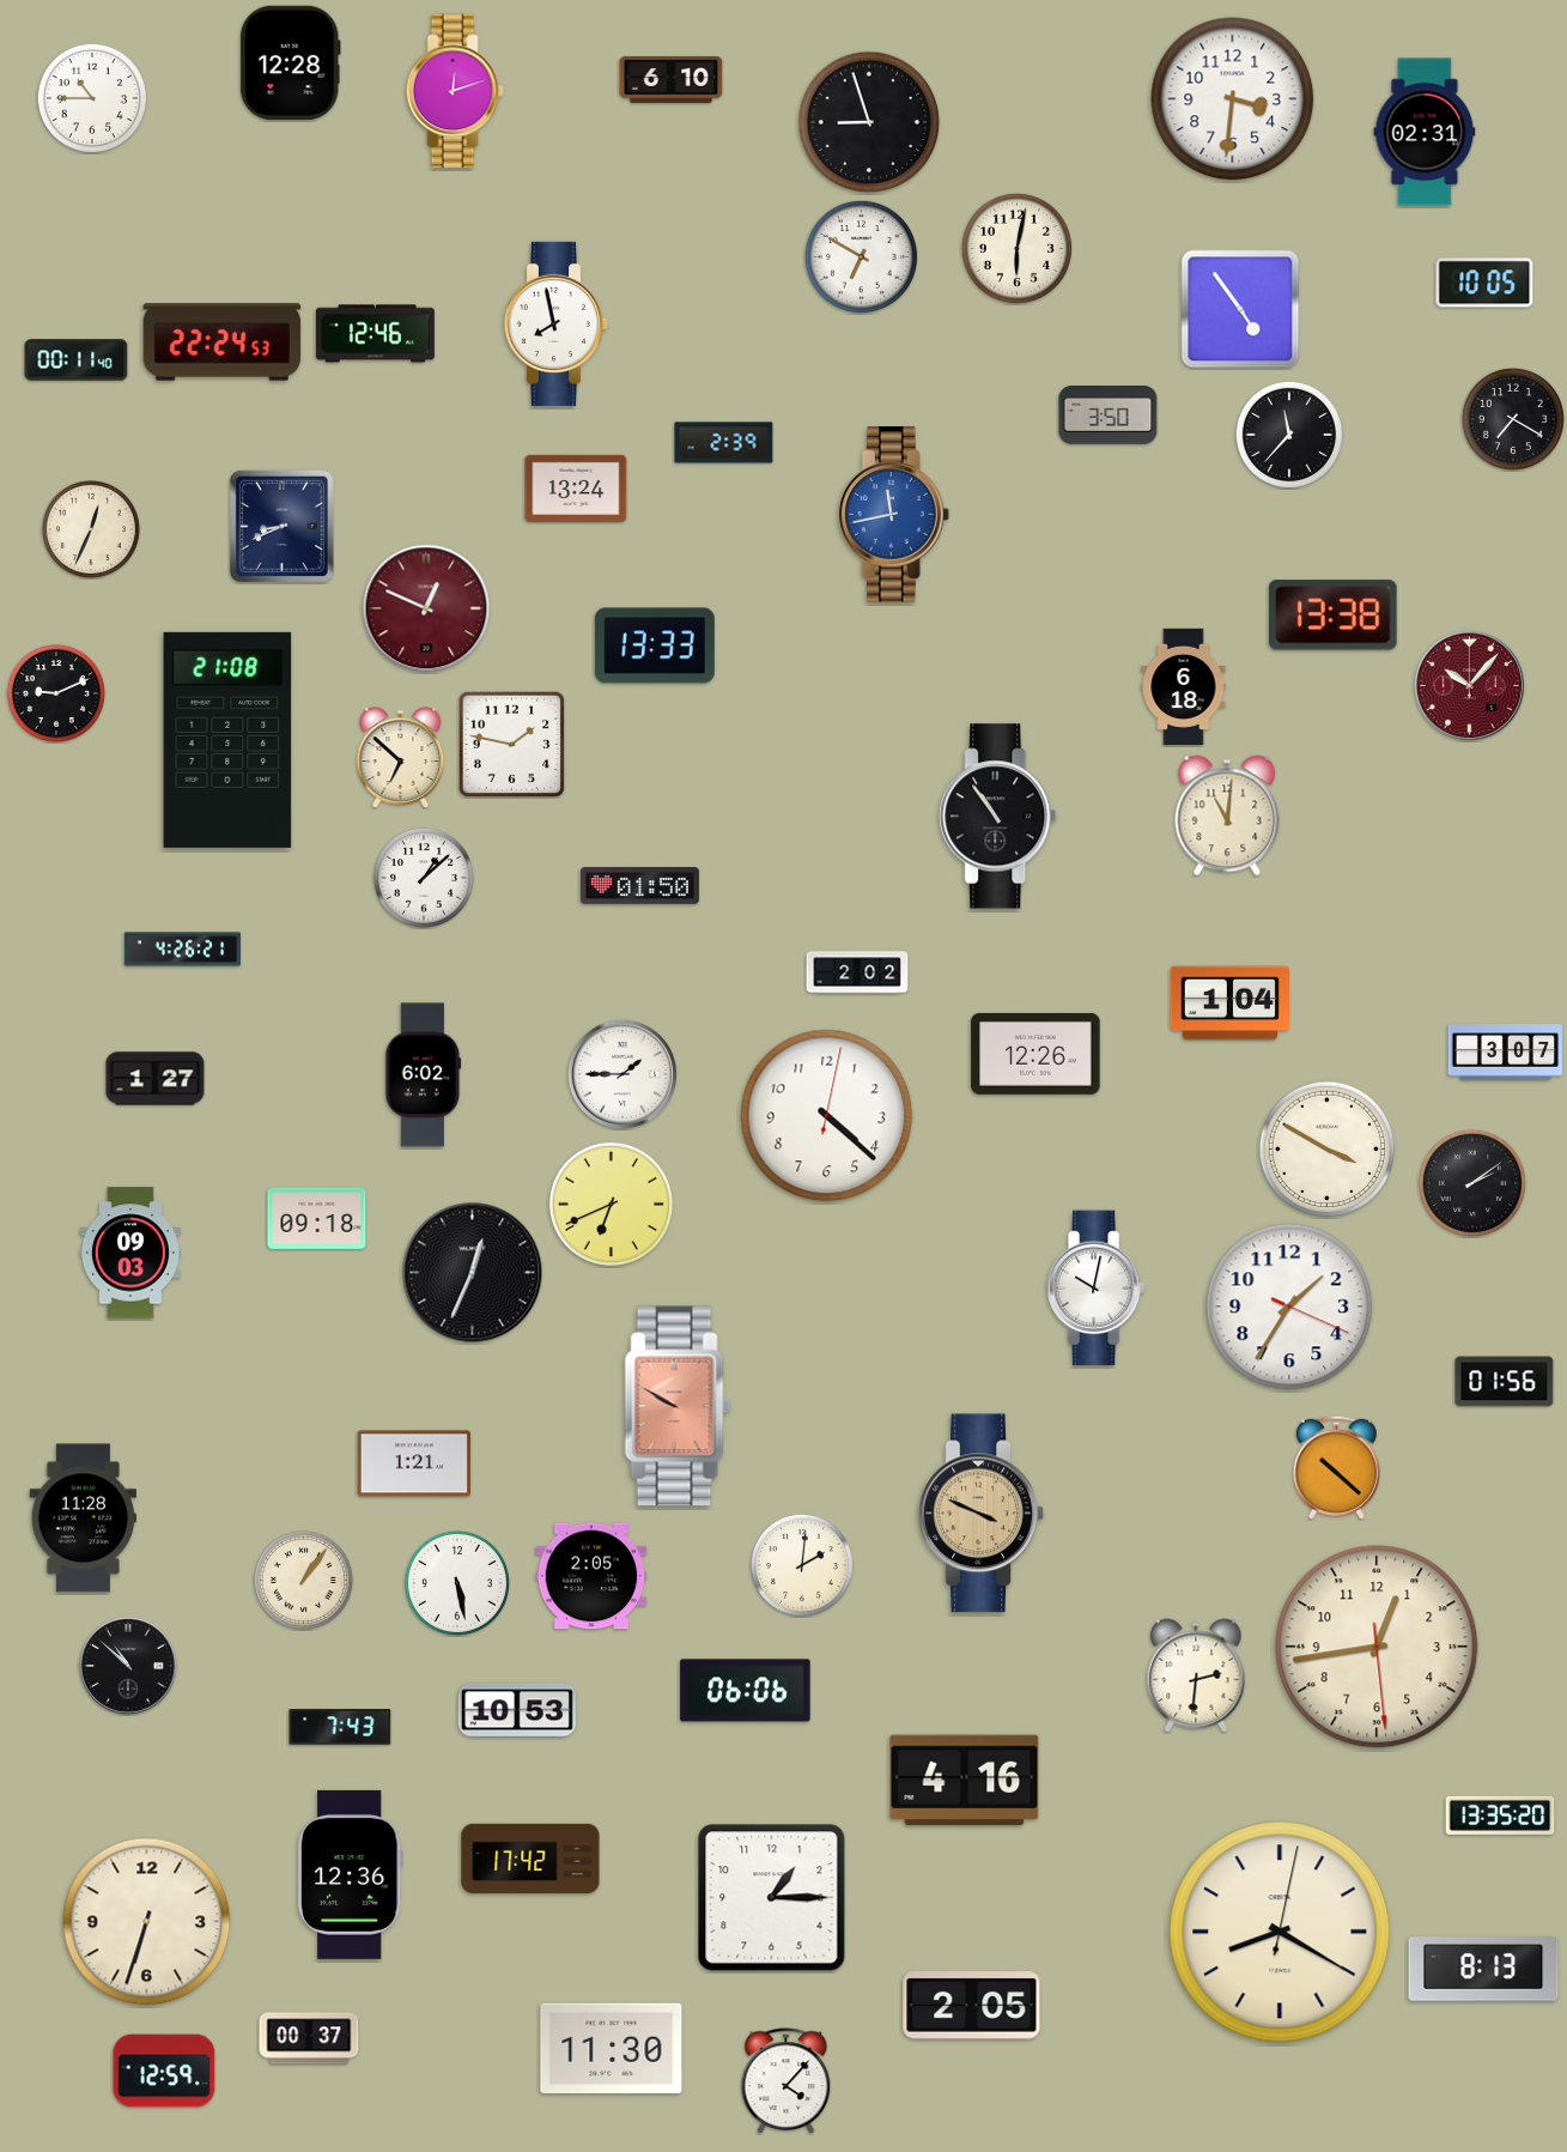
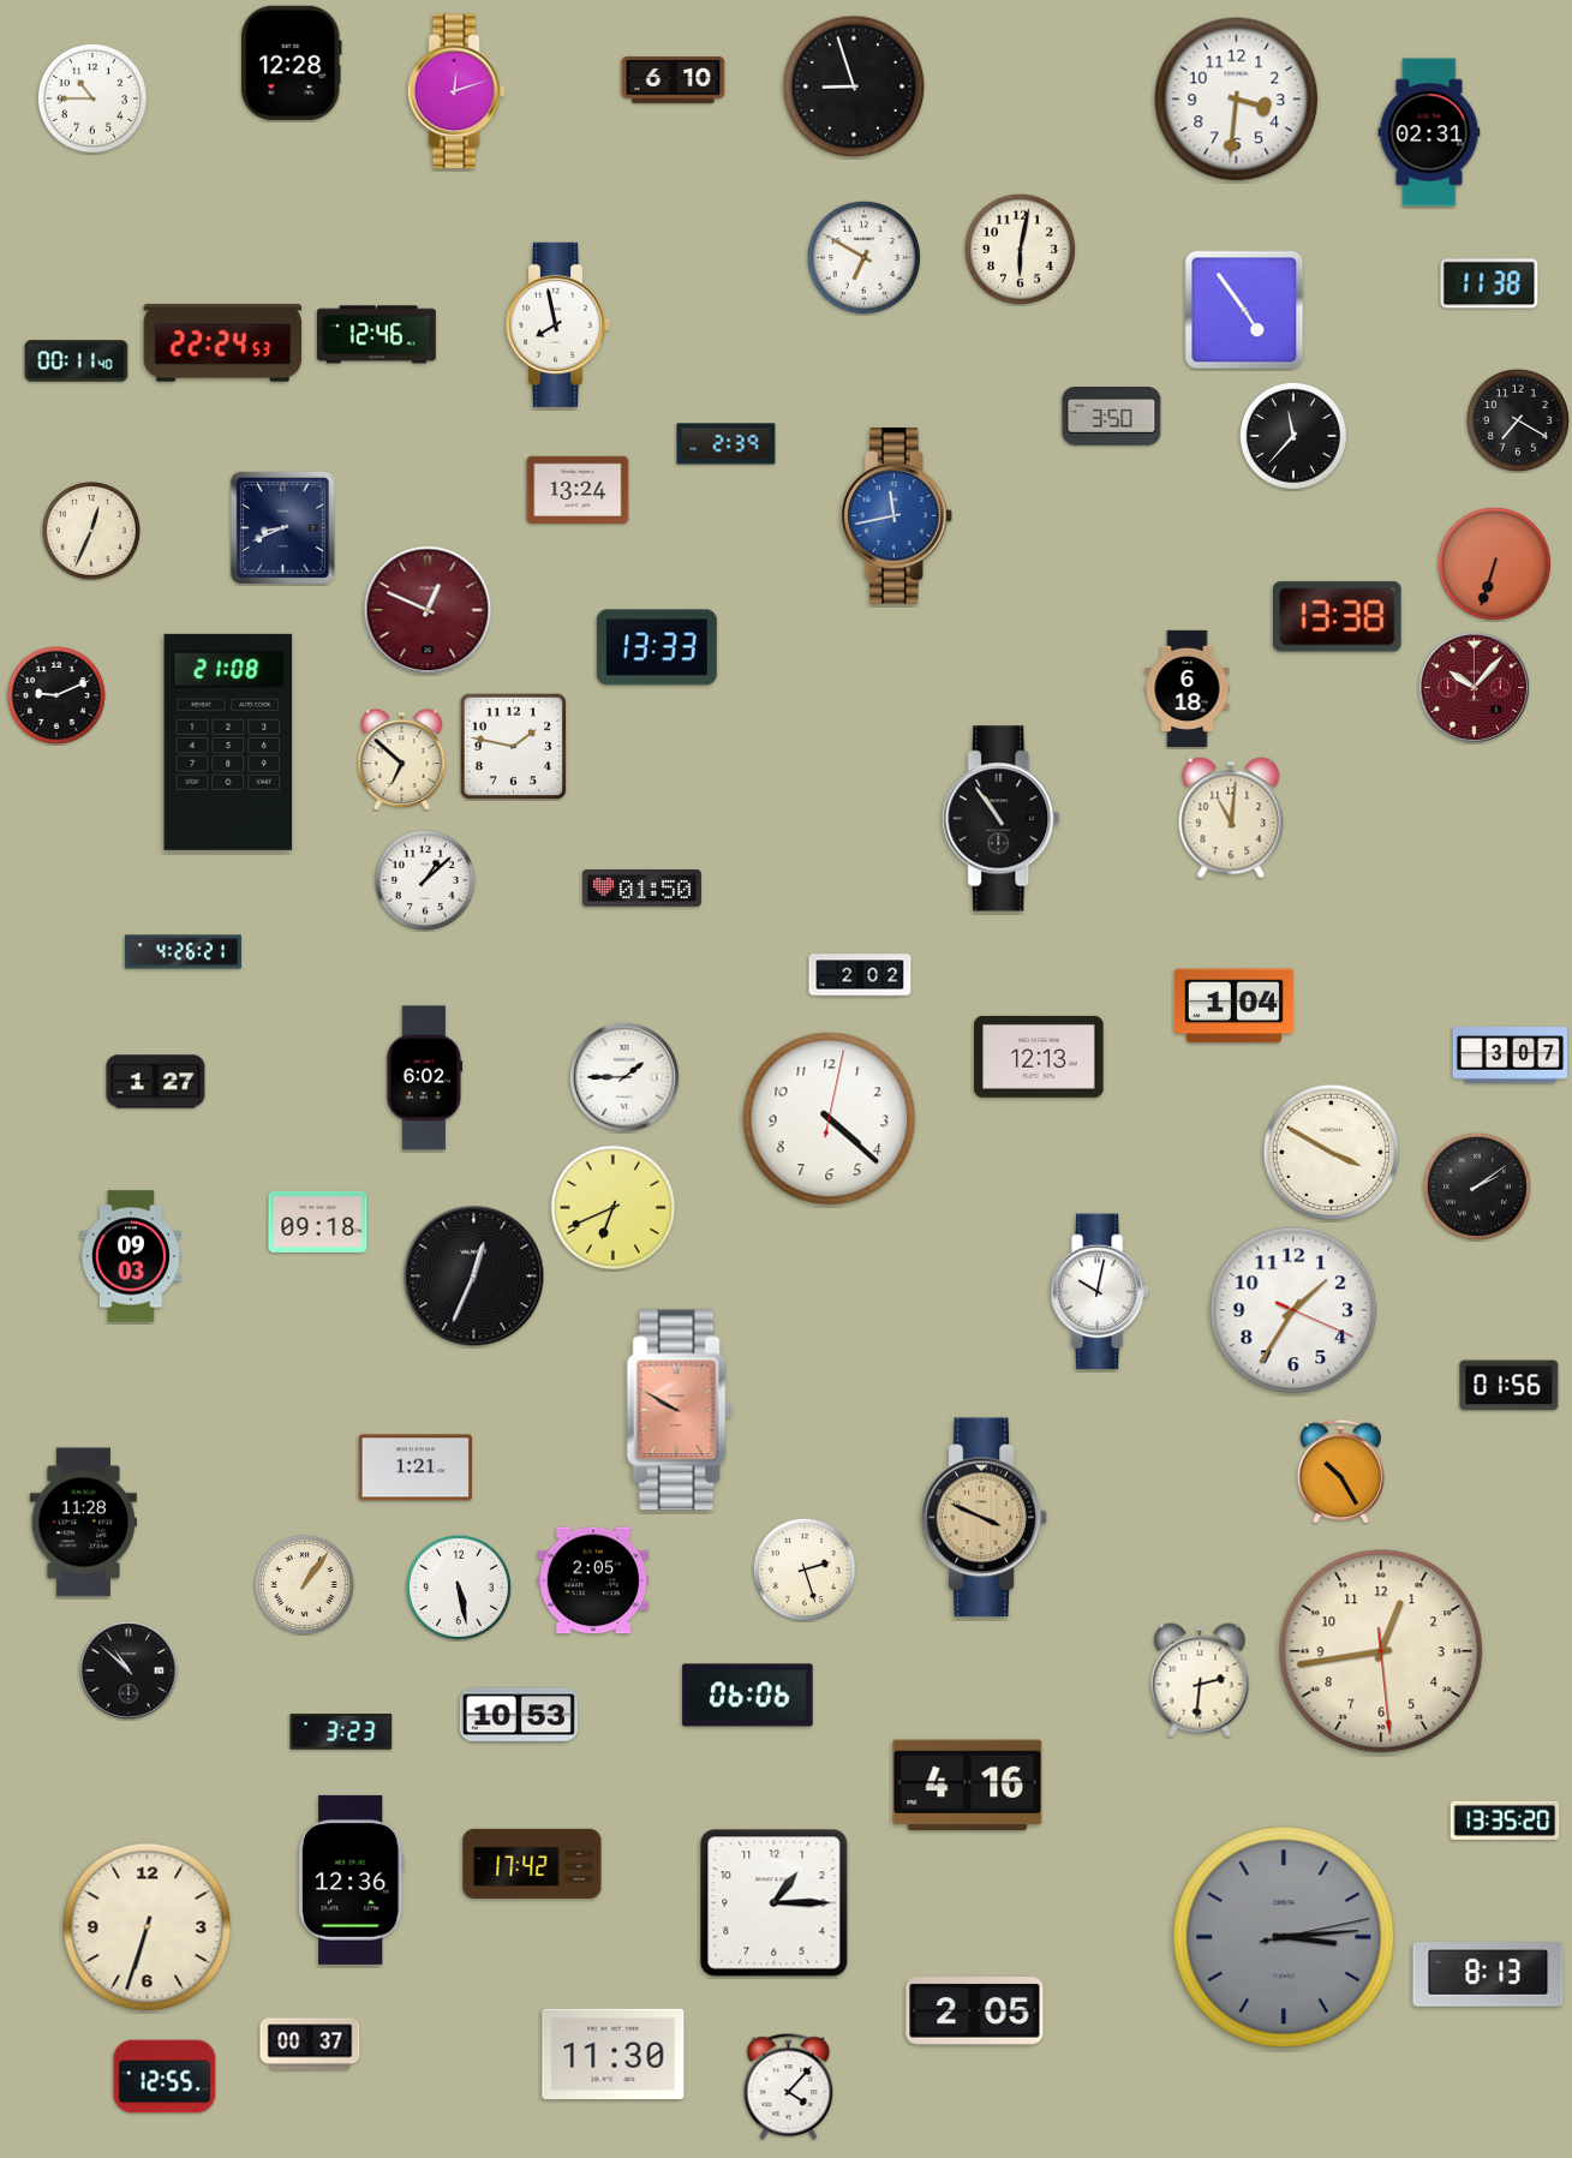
clock at (869, 122) position: (869, 122) -> (854, 86)
clock at (1484, 283): 10:05 -> 11:38
clock at (1494, 563): none -> 6:33
clock at (1035, 1054): 12:26 -> 12:13
clock at (1336, 1467): 10:22 -> 10:25
clock at (802, 1565): 2:01 -> 2:27
clock at (340, 1728): 7:43 -> 3:23
clock at (1280, 1932): 8:20 -> 3:14
clock at (1280, 1932) dial: cream -> grey
clock at (164, 2071): 12:59 -> 12:55
